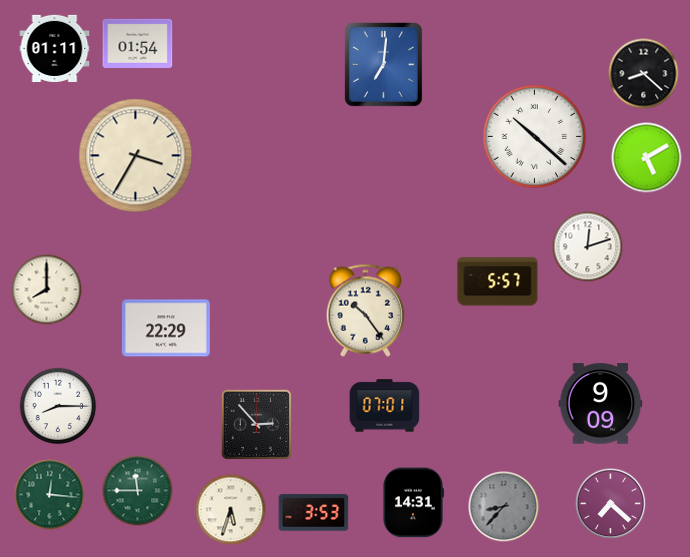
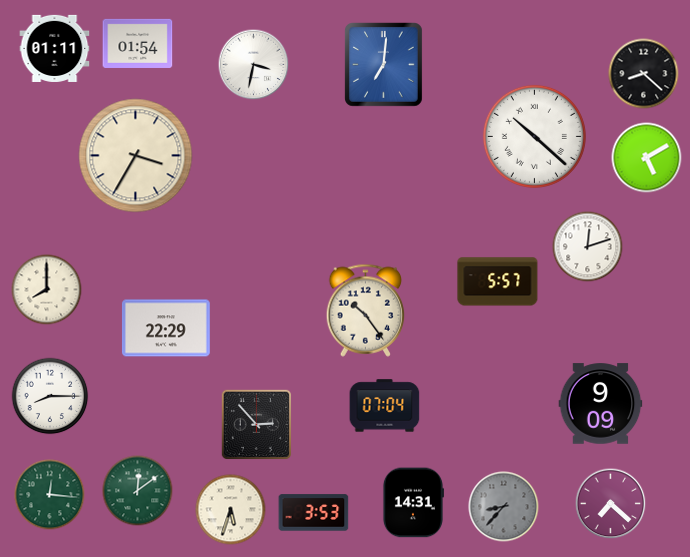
clock at (254, 65): none -> 3:32
clock at (58, 406) position: (58, 406) -> (50, 396)
clock at (385, 406): 07:01 -> 07:04
clock at (138, 491): 11:45 -> 12:09
